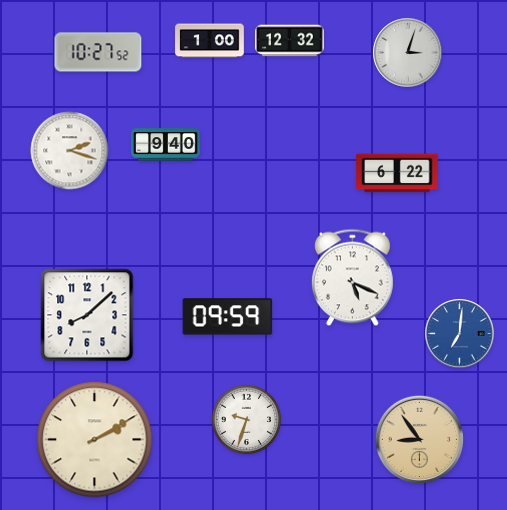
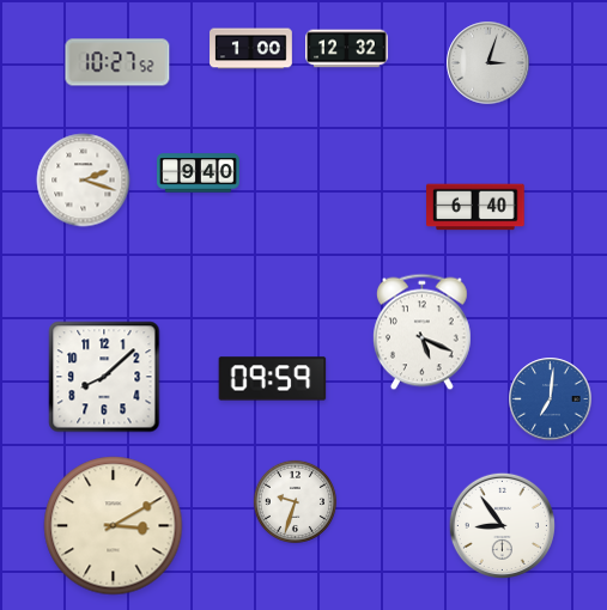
clock at (397, 173): 6:22 -> 6:40
clock at (419, 439) dial: champagne -> white
clock at (95, 440): 2:10 -> 3:10
